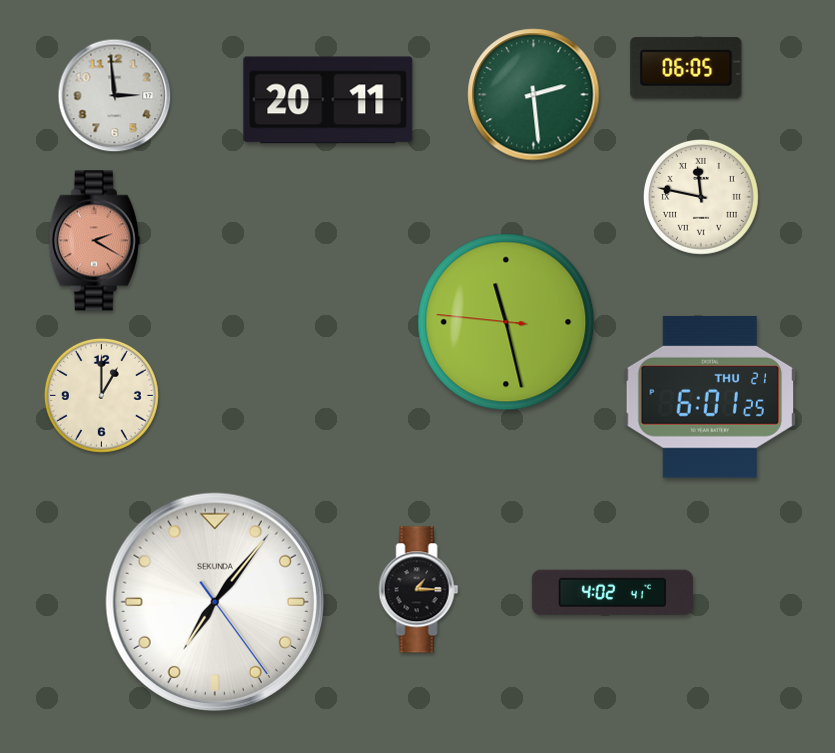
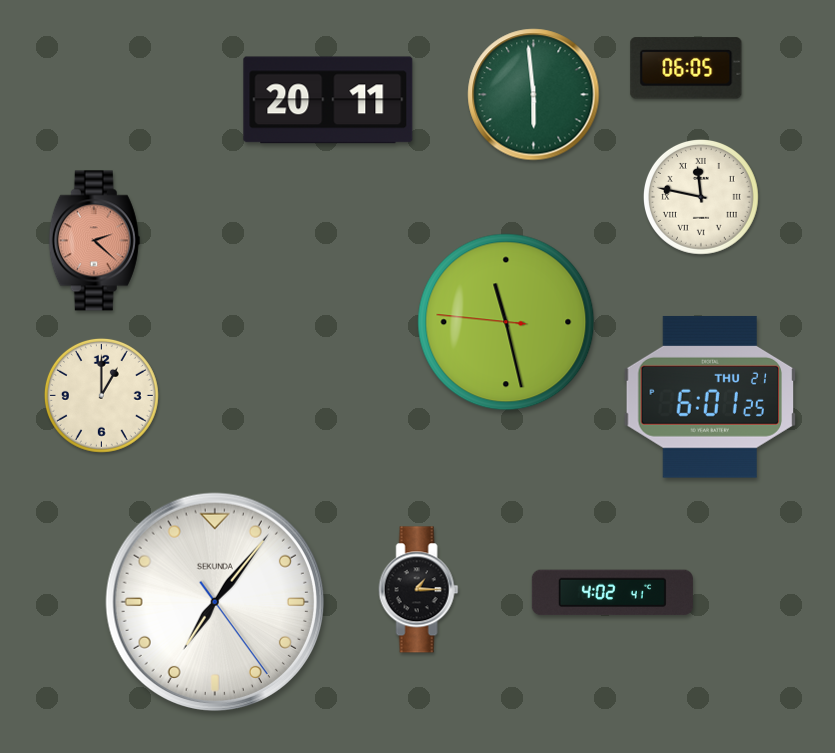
clock at (534, 95): 2:29 -> 5:59
clock at (115, 96): 2:59 -> none
clock at (94, 241): 2:20 -> 2:22
